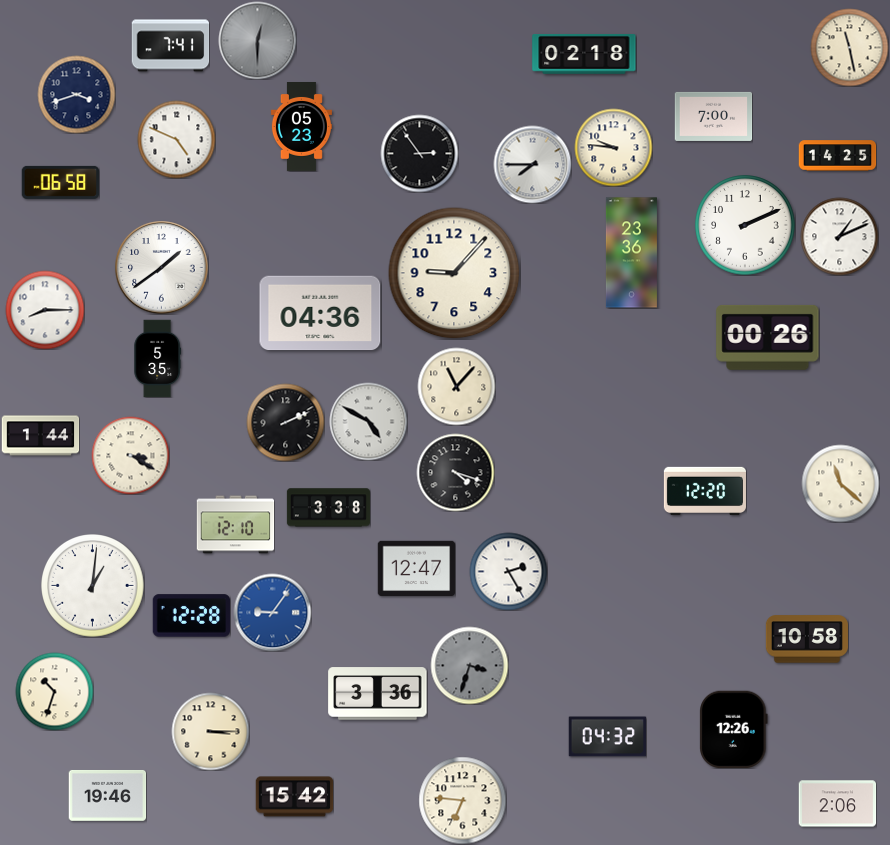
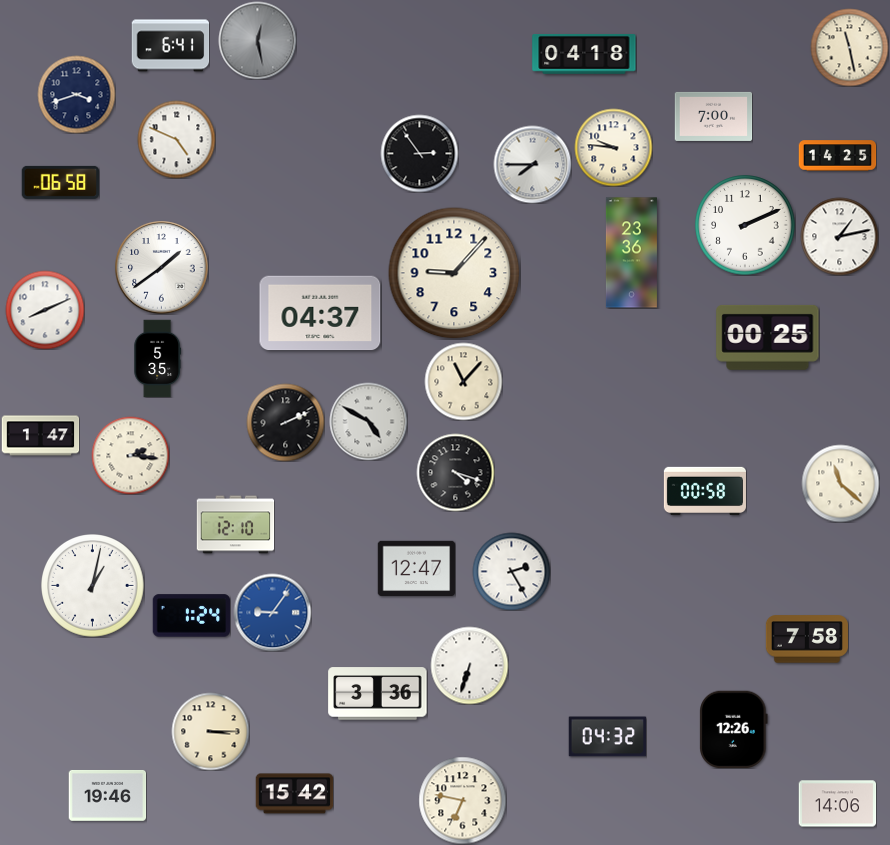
clock at (257, 40): 12:30 -> 12:28
clock at (170, 46): 7:41 -> 6:41
clock at (584, 55): 02:18 -> 04:18
clock at (301, 127): 05:23 -> none
clock at (839, 236): 1:11 -> 1:13
clock at (45, 310): 8:15 -> 8:11
clock at (320, 313): 04:36 -> 04:37
clock at (768, 337): 00:26 -> 00:25
clock at (456, 386) position: (456, 386) -> (463, 381)
clock at (40, 436): 1:44 -> 1:47
clock at (130, 455): 3:20 -> 2:16
clock at (704, 491): 12:20 -> 00:58
clock at (328, 508): 3:38 -> none
clock at (508, 571) position: (508, 571) -> (511, 571)
clock at (93, 586): 1:01 -> 1:02
clock at (191, 616): 12:28 -> 1:24
clock at (807, 639): 10:58 -> 7:58
clock at (469, 665): 3:33 -> 6:33
clock at (469, 665) dial: grey -> white
clock at (54, 691): 10:33 -> none
clock at (294, 797) position: (294, 797) -> (294, 794)
clock at (462, 800): 6:46 -> 6:47
clock at (837, 804): 2:06 -> 14:06
